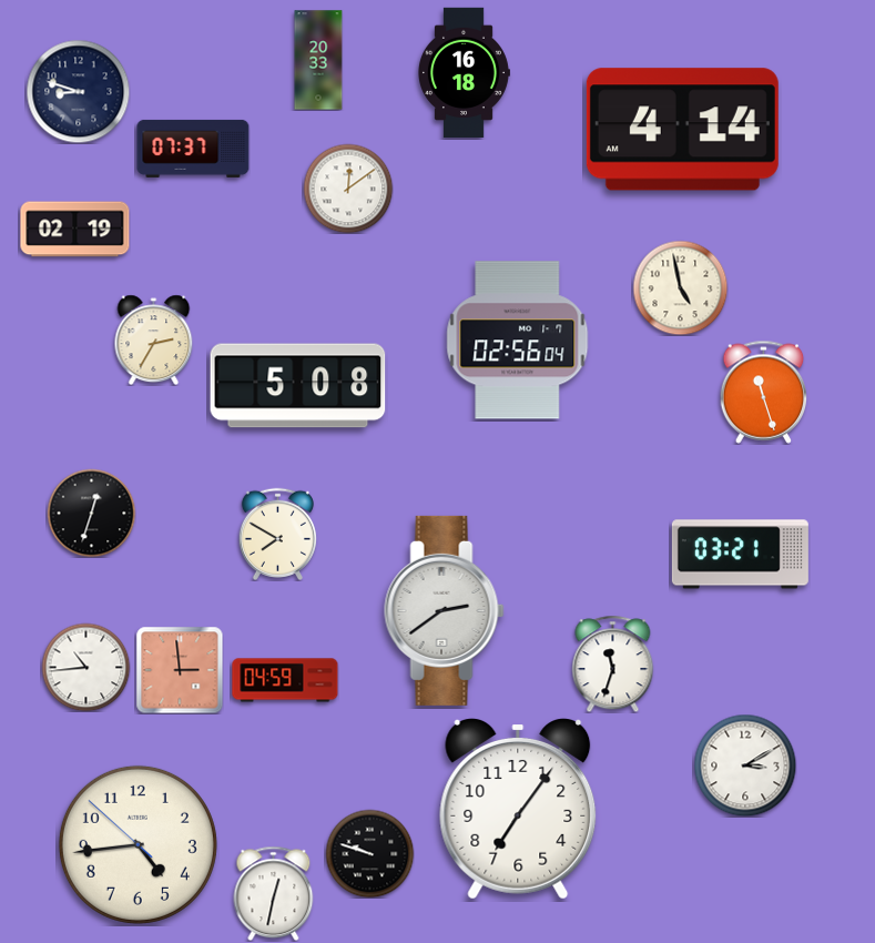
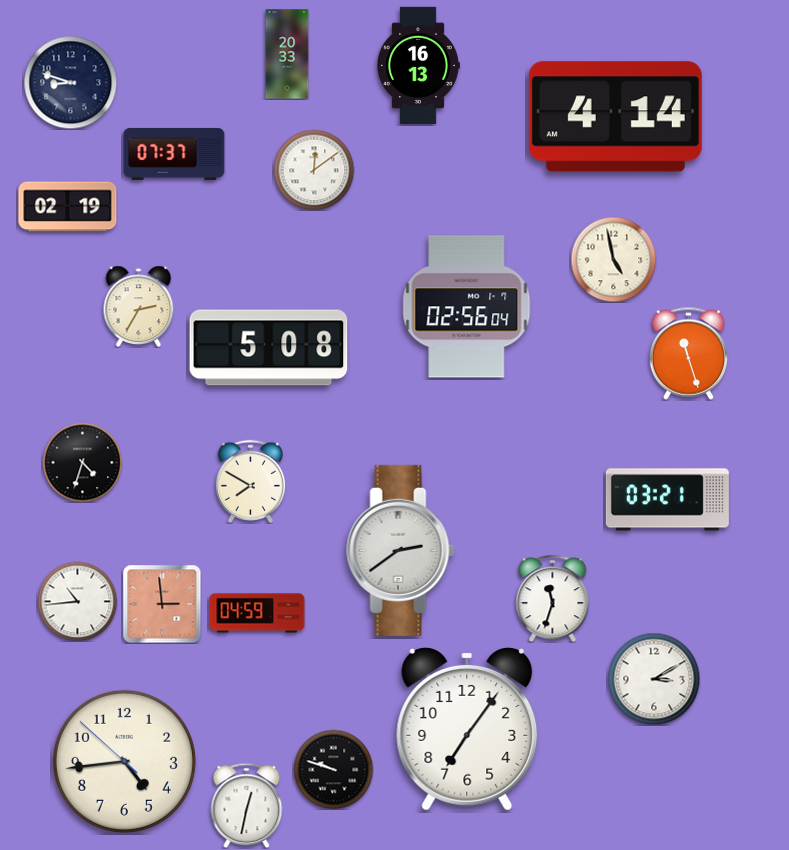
clock at (465, 72): 16:18 -> 16:13
clock at (193, 149) position: (193, 149) -> (174, 154)
clock at (91, 513): 12:33 -> 4:33
clock at (745, 765) position: (745, 765) -> (654, 679)
